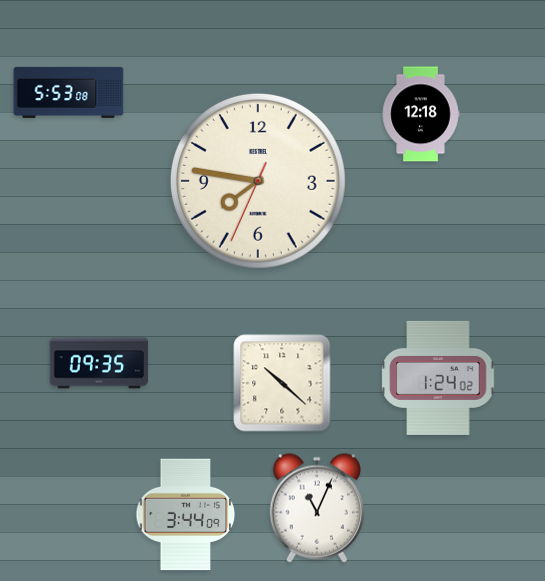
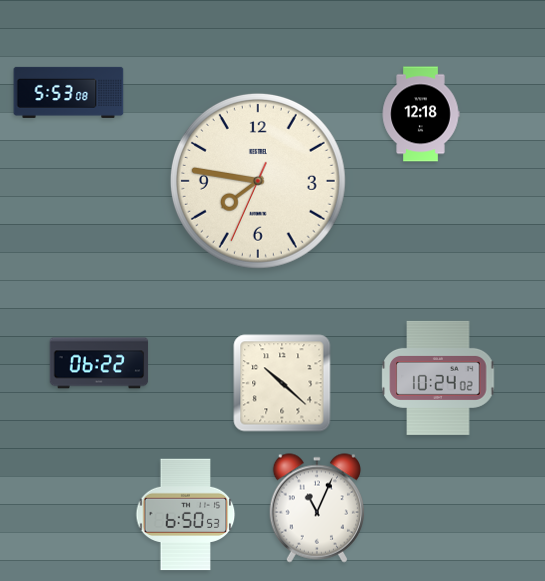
clock at (99, 363): 09:35 -> 06:22
clock at (438, 378): 1:24 -> 10:24
clock at (186, 515): 3:44 -> 6:50
